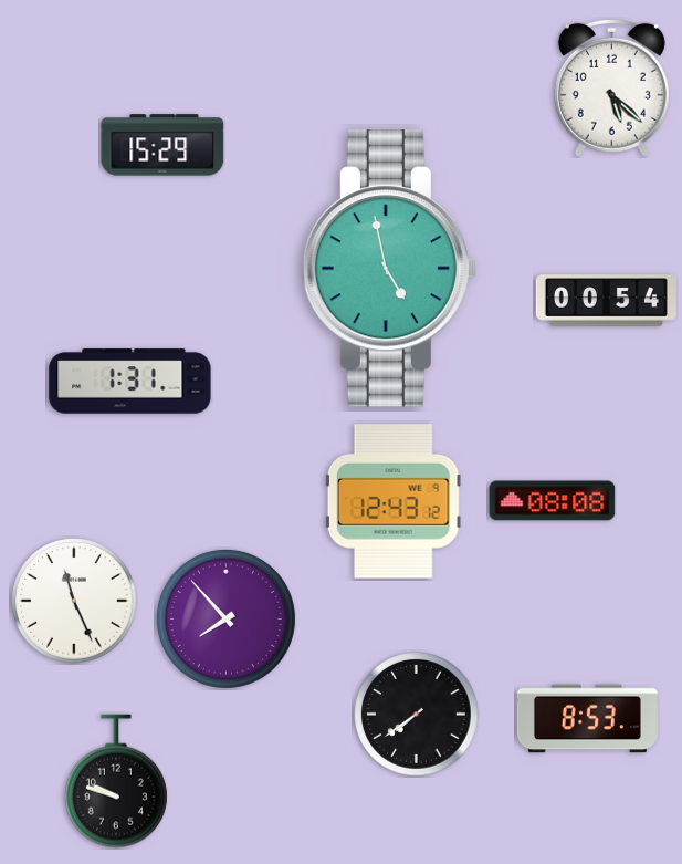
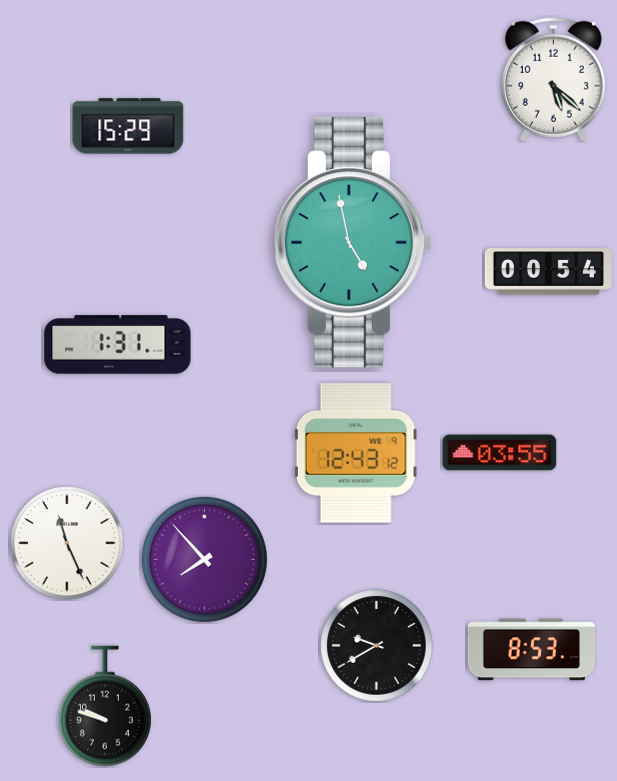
clock at (162, 145) position: (162, 145) -> (128, 126)
clock at (553, 501): 08:08 -> 03:55
clock at (417, 715): 7:39 -> 9:40
